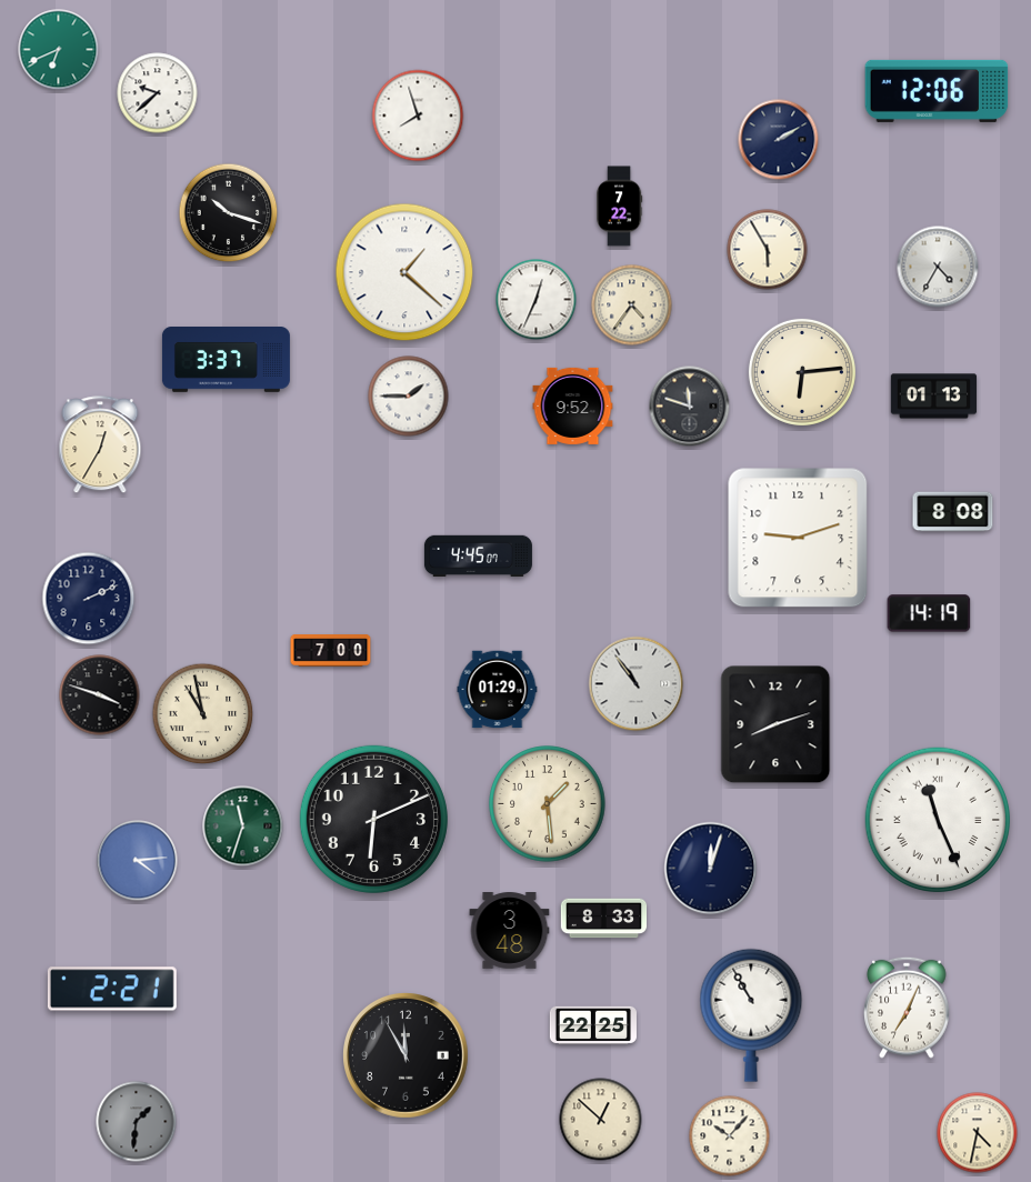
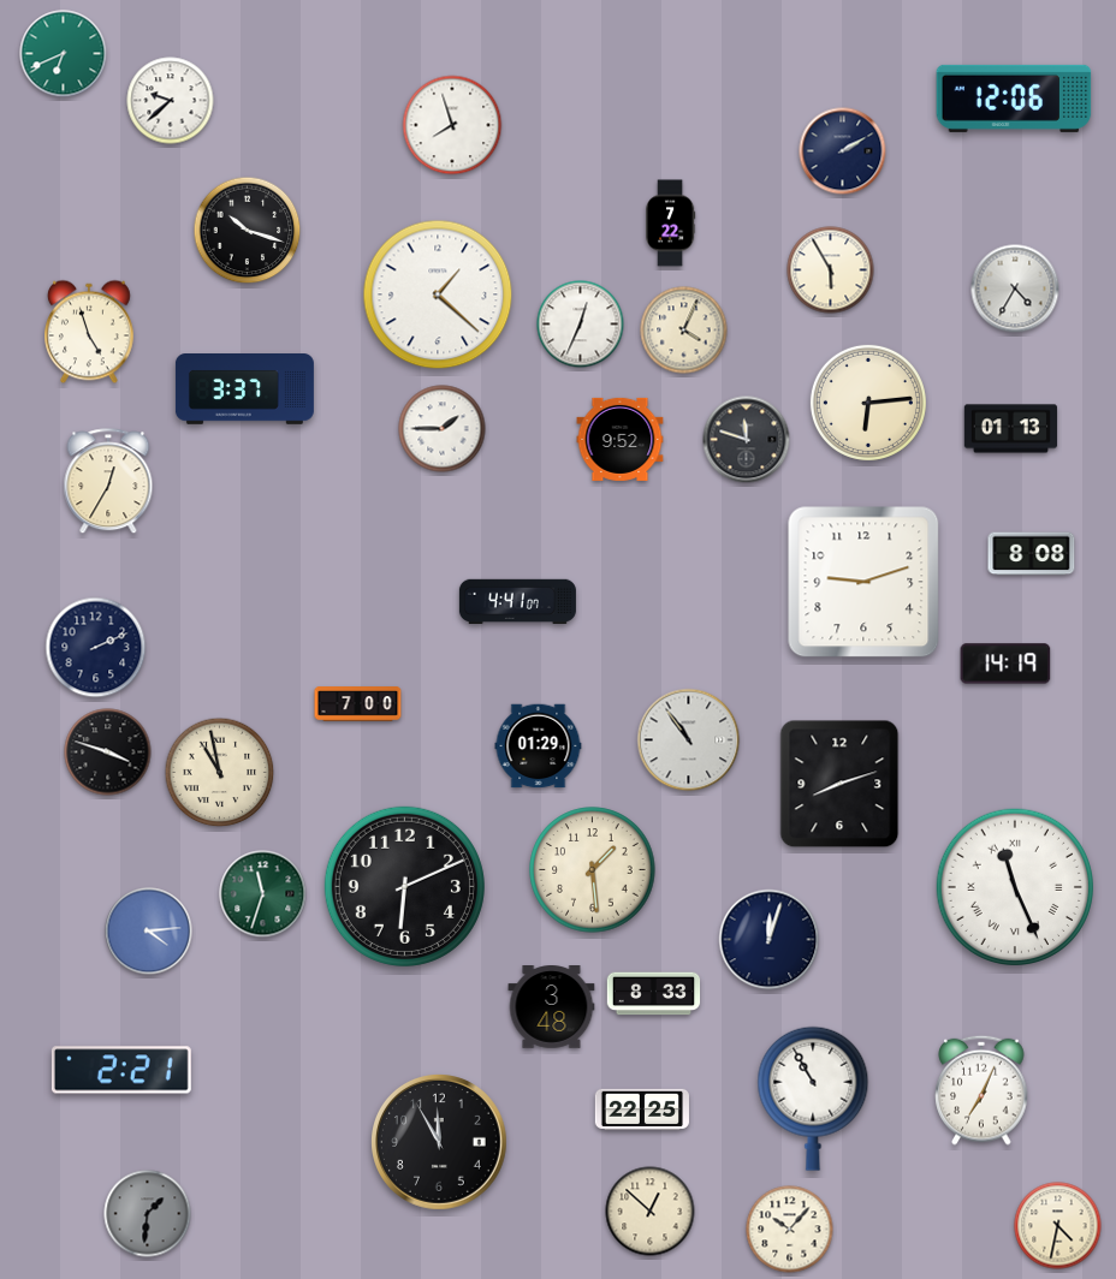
clock at (632, 305): 4:36 -> 4:04
clock at (90, 332): none -> 4:57
clock at (478, 555): 4:45 -> 4:41
